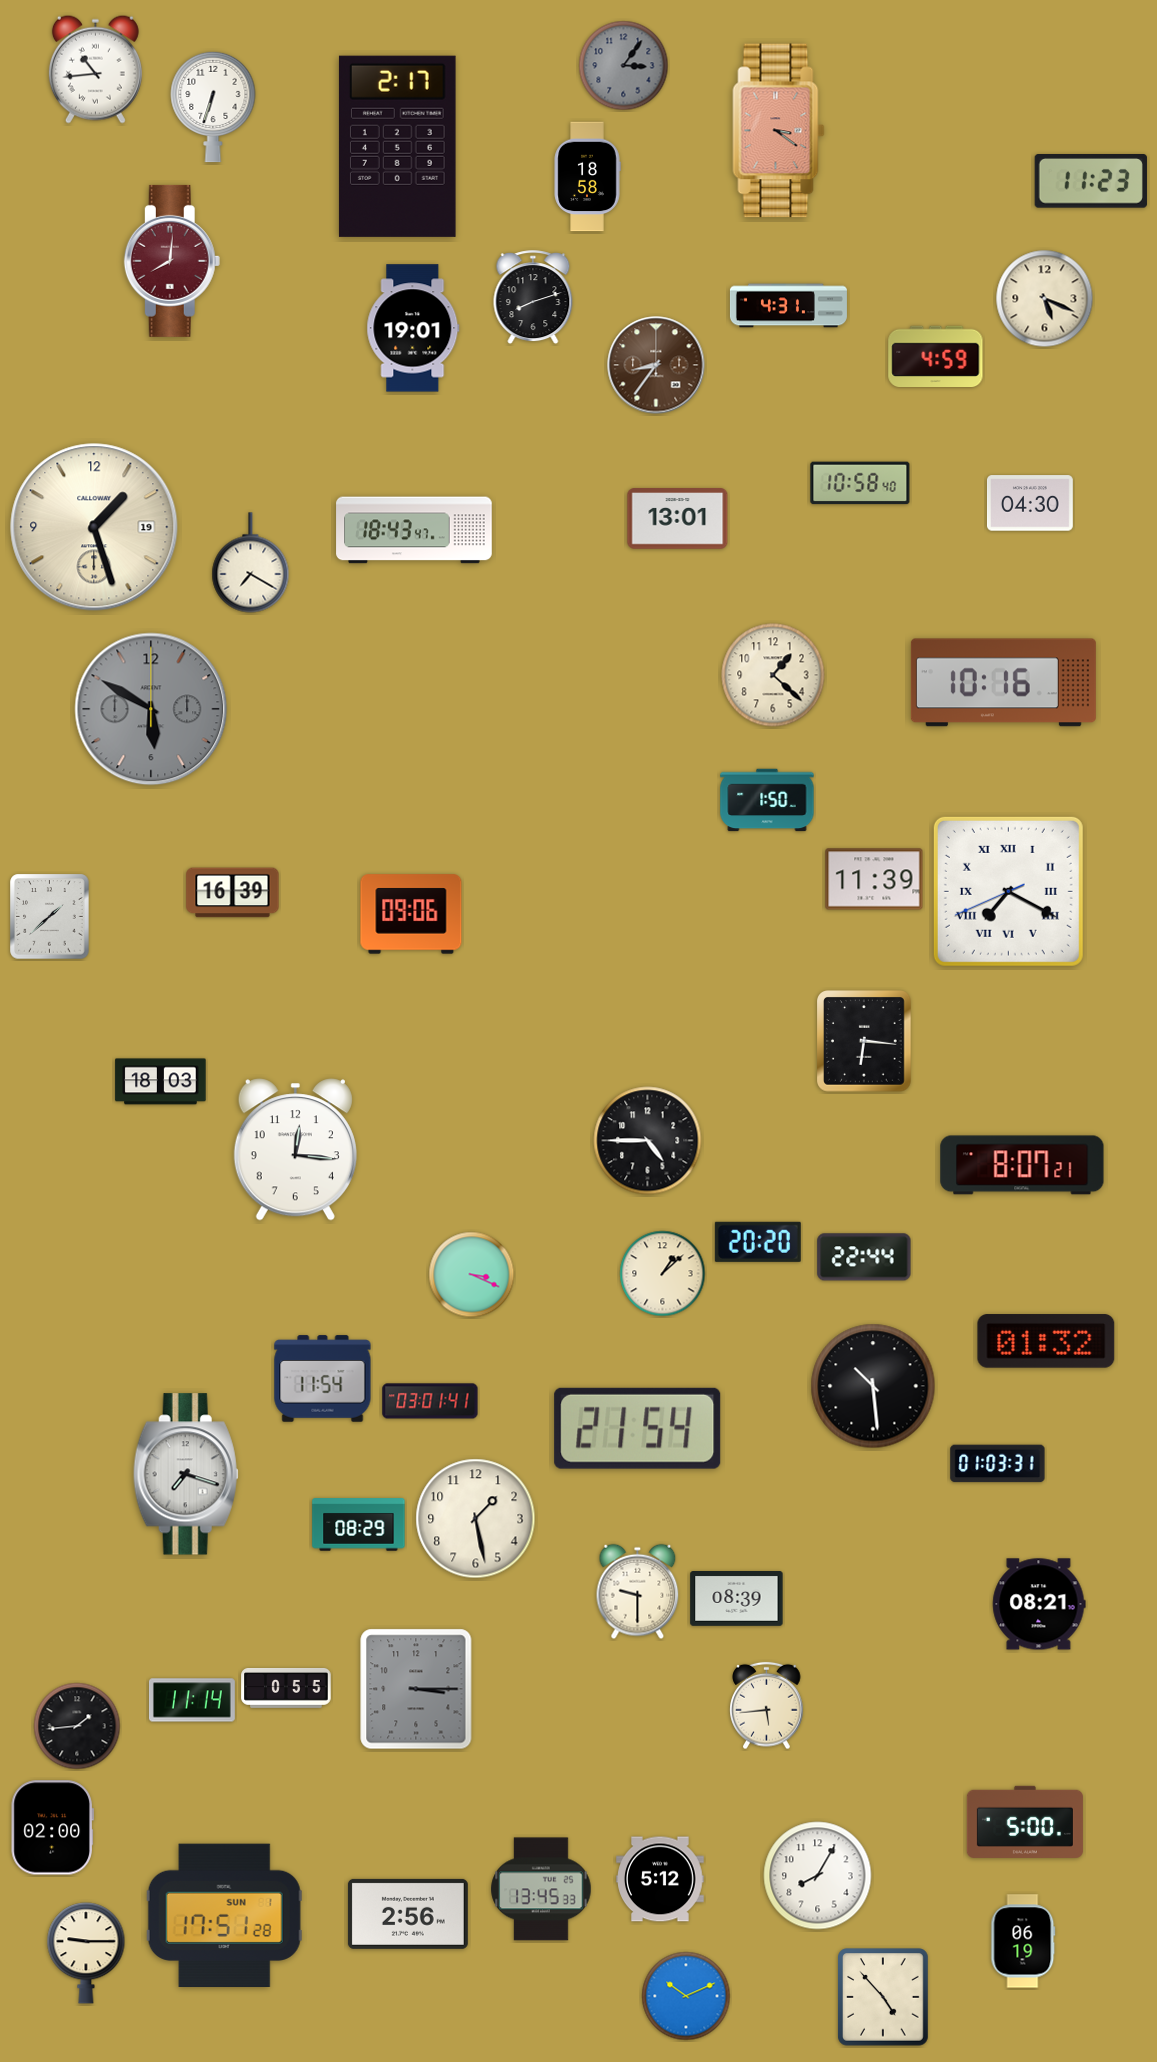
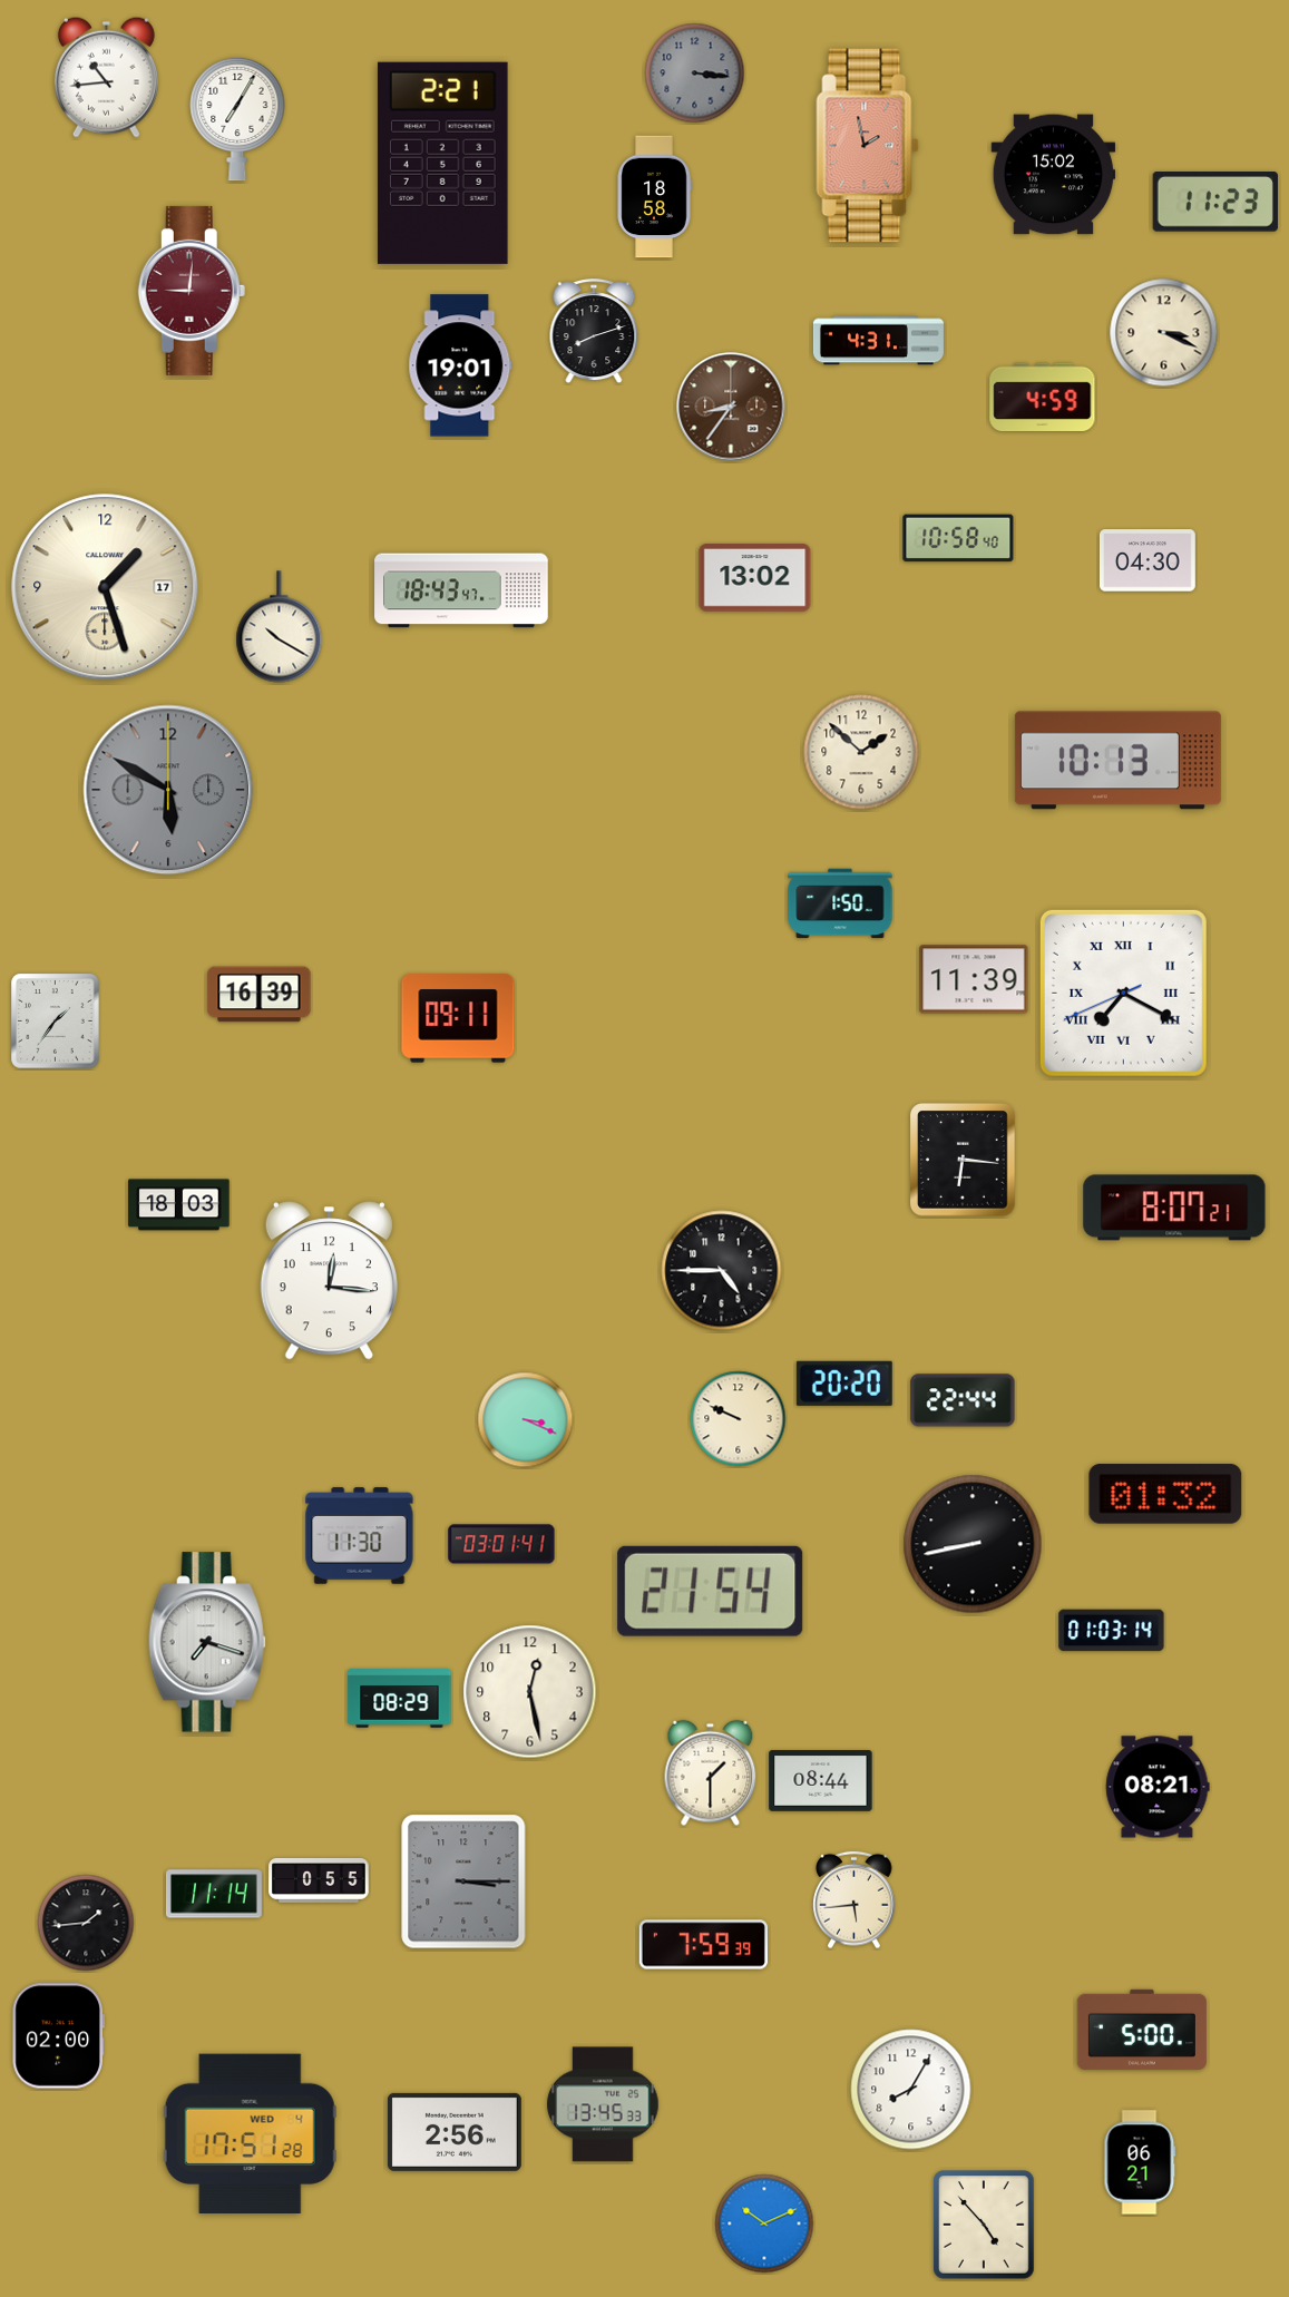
clock at (624, 66): 3:06 -> 3:16
clock at (213, 107): 6:33 -> 7:05
clock at (779, 131): 3:21 -> 1:58
clock at (397, 146): 2:17 -> 2:21
clock at (1054, 175): none -> 15:02
clock at (172, 261): 8:01 -> 9:01
clock at (1045, 299): 5:19 -> 3:19
clock at (678, 519): 13:01 -> 13:02
clock at (94, 527) date: 19 -> 17
clock at (251, 563): 7:20 -> 10:20
clock at (773, 675): 1:22 -> 1:52
clock at (1003, 683): 10:16 -> 10:13
clock at (767, 800) position: (767, 800) -> (840, 903)
clock at (411, 914): 09:06 -> 09:11
clock at (50, 917): 1:38 -> 1:36
clock at (1022, 1165) position: (1022, 1165) -> (1174, 1208)
clock at (663, 1274): 1:08 -> 9:49
clock at (323, 1379): 11:54 -> 11:30
clock at (873, 1386): 10:29 -> 8:43
clock at (430, 1401) position: (430, 1401) -> (501, 1544)
clock at (998, 1464): 01:03:31 -> 01:03:14
clock at (476, 1519): 1:28 -> 12:28
clock at (638, 1592): 9:30 -> 1:30
clock at (737, 1599): 08:39 -> 08:44
clock at (703, 1945): none -> 7:59
clock at (660, 1879): 5:12 -> none
clock at (224, 1915) date: SUN 1 -> WED 4
clock at (1023, 1941): 06:19 -> 06:21
clock at (86, 1953): 9:15 -> none
